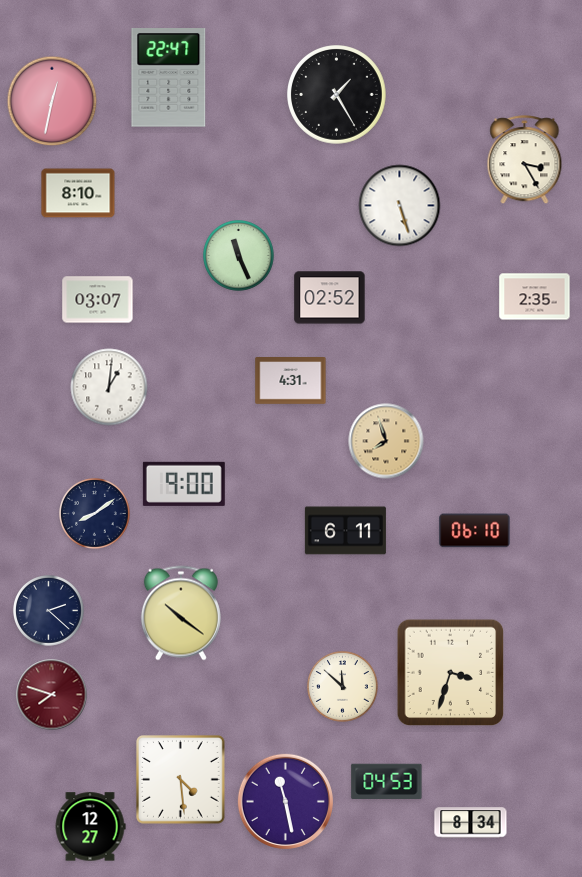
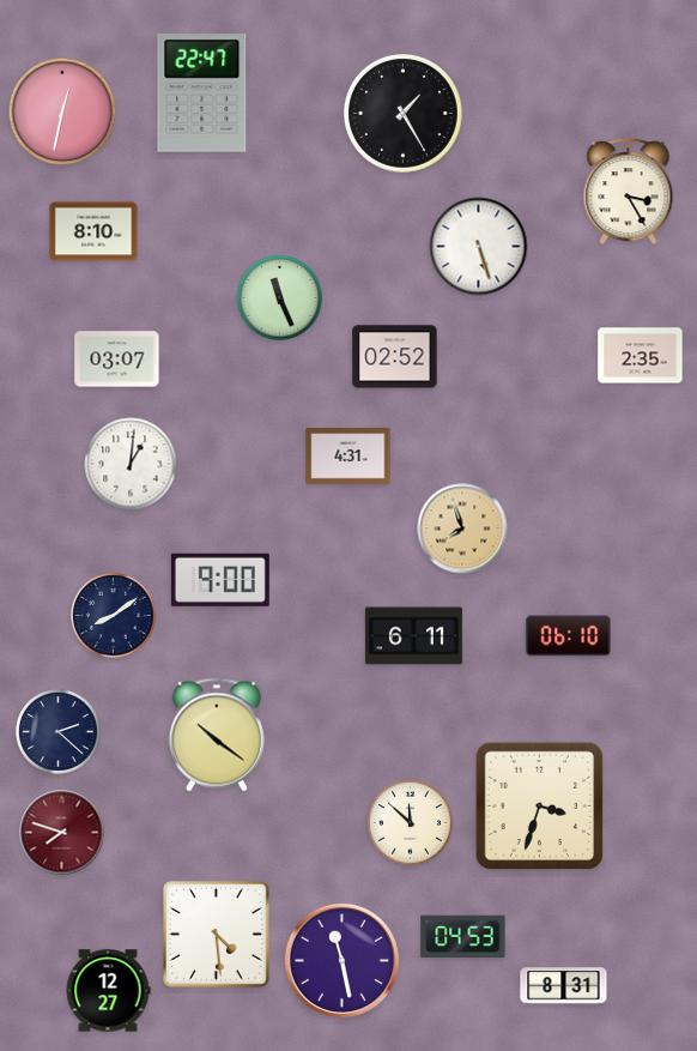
clock at (52, 101) position: (52, 101) -> (62, 111)
clock at (239, 256) position: (239, 256) -> (280, 298)
clock at (471, 823): 8:34 -> 8:31
